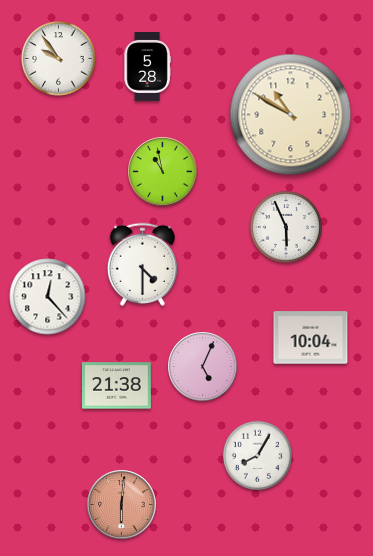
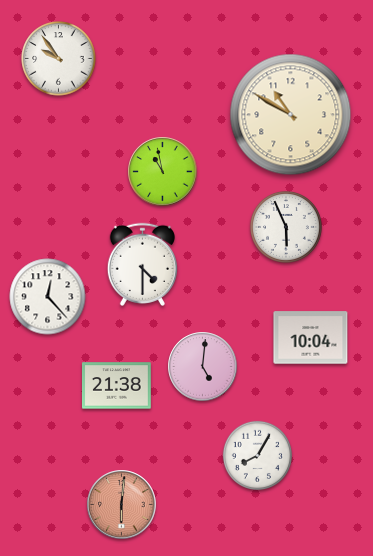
clock at (147, 67): 5:28 -> none
clock at (203, 367): 5:04 -> 5:01
